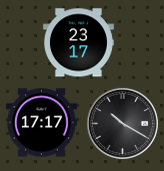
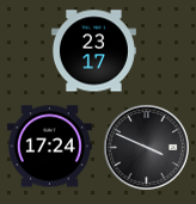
clock at (41, 123): 17:17 -> 17:24
clock at (122, 123): 10:20 -> 3:49
